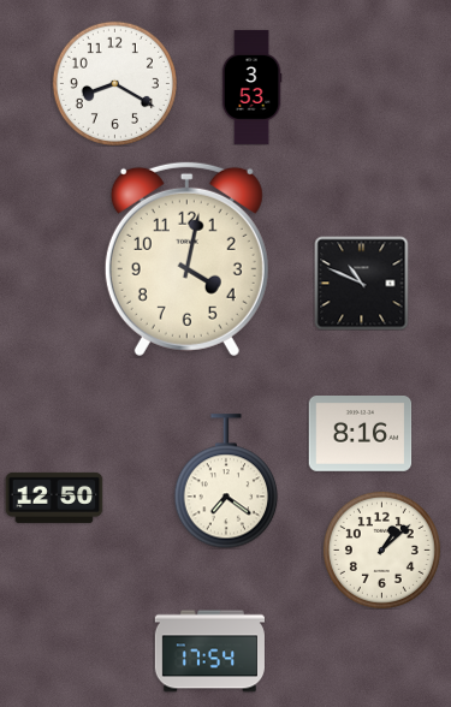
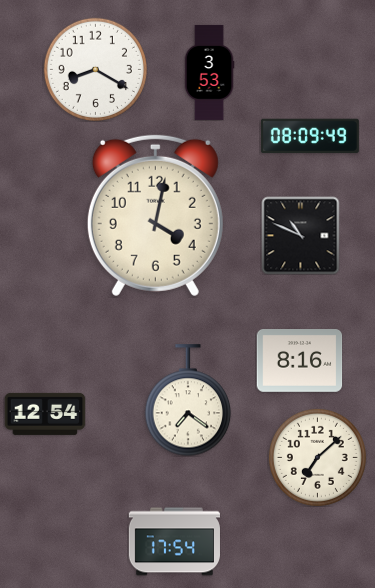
clock at (310, 136): none -> 08:09
clock at (54, 498): 12:50 -> 12:54
clock at (381, 549): 1:08 -> 7:08
